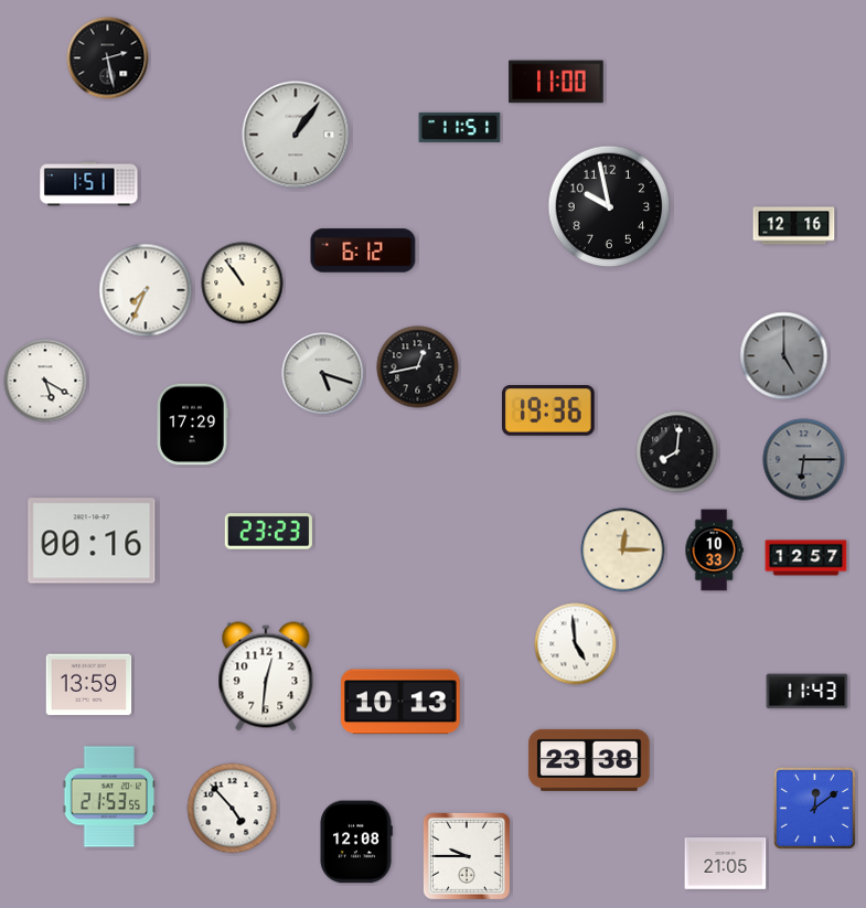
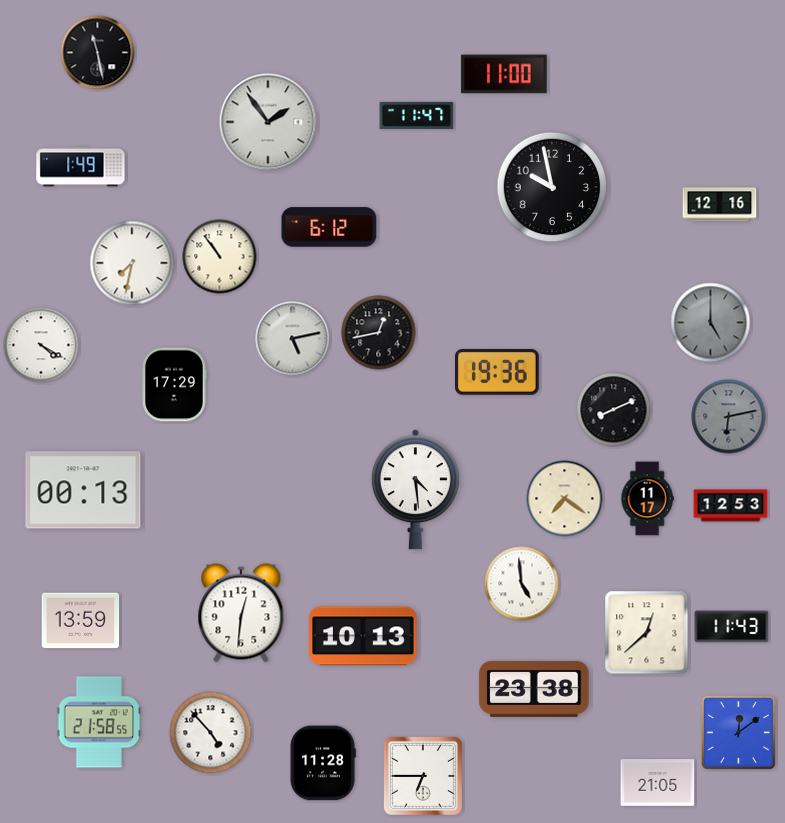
clock at (108, 58): 2:28 -> 11:28
clock at (460, 127): 11:51 -> 11:47
clock at (296, 135): 1:06 -> 1:54
clock at (89, 184): 1:51 -> 1:49
clock at (146, 290): 7:34 -> 7:32
clock at (323, 374): 5:18 -> 5:13
clock at (45, 381): 5:20 -> 4:20
clock at (677, 452): 8:01 -> 8:11
clock at (804, 460): 6:15 -> 6:13
clock at (268, 532): 23:23 -> none
clock at (92, 541): 00:16 -> 00:13
clock at (415, 490): none -> 4:29
clock at (623, 551): 12:15 -> 7:21
clock at (714, 551): 10:33 -> 11:17
clock at (806, 558): 12:57 -> 12:53
clock at (647, 633): none -> 12:38
clock at (109, 797): 21:53 -> 21:58
clock at (356, 842): 12:08 -> 11:28
clock at (467, 856): 9:45 -> 6:45
